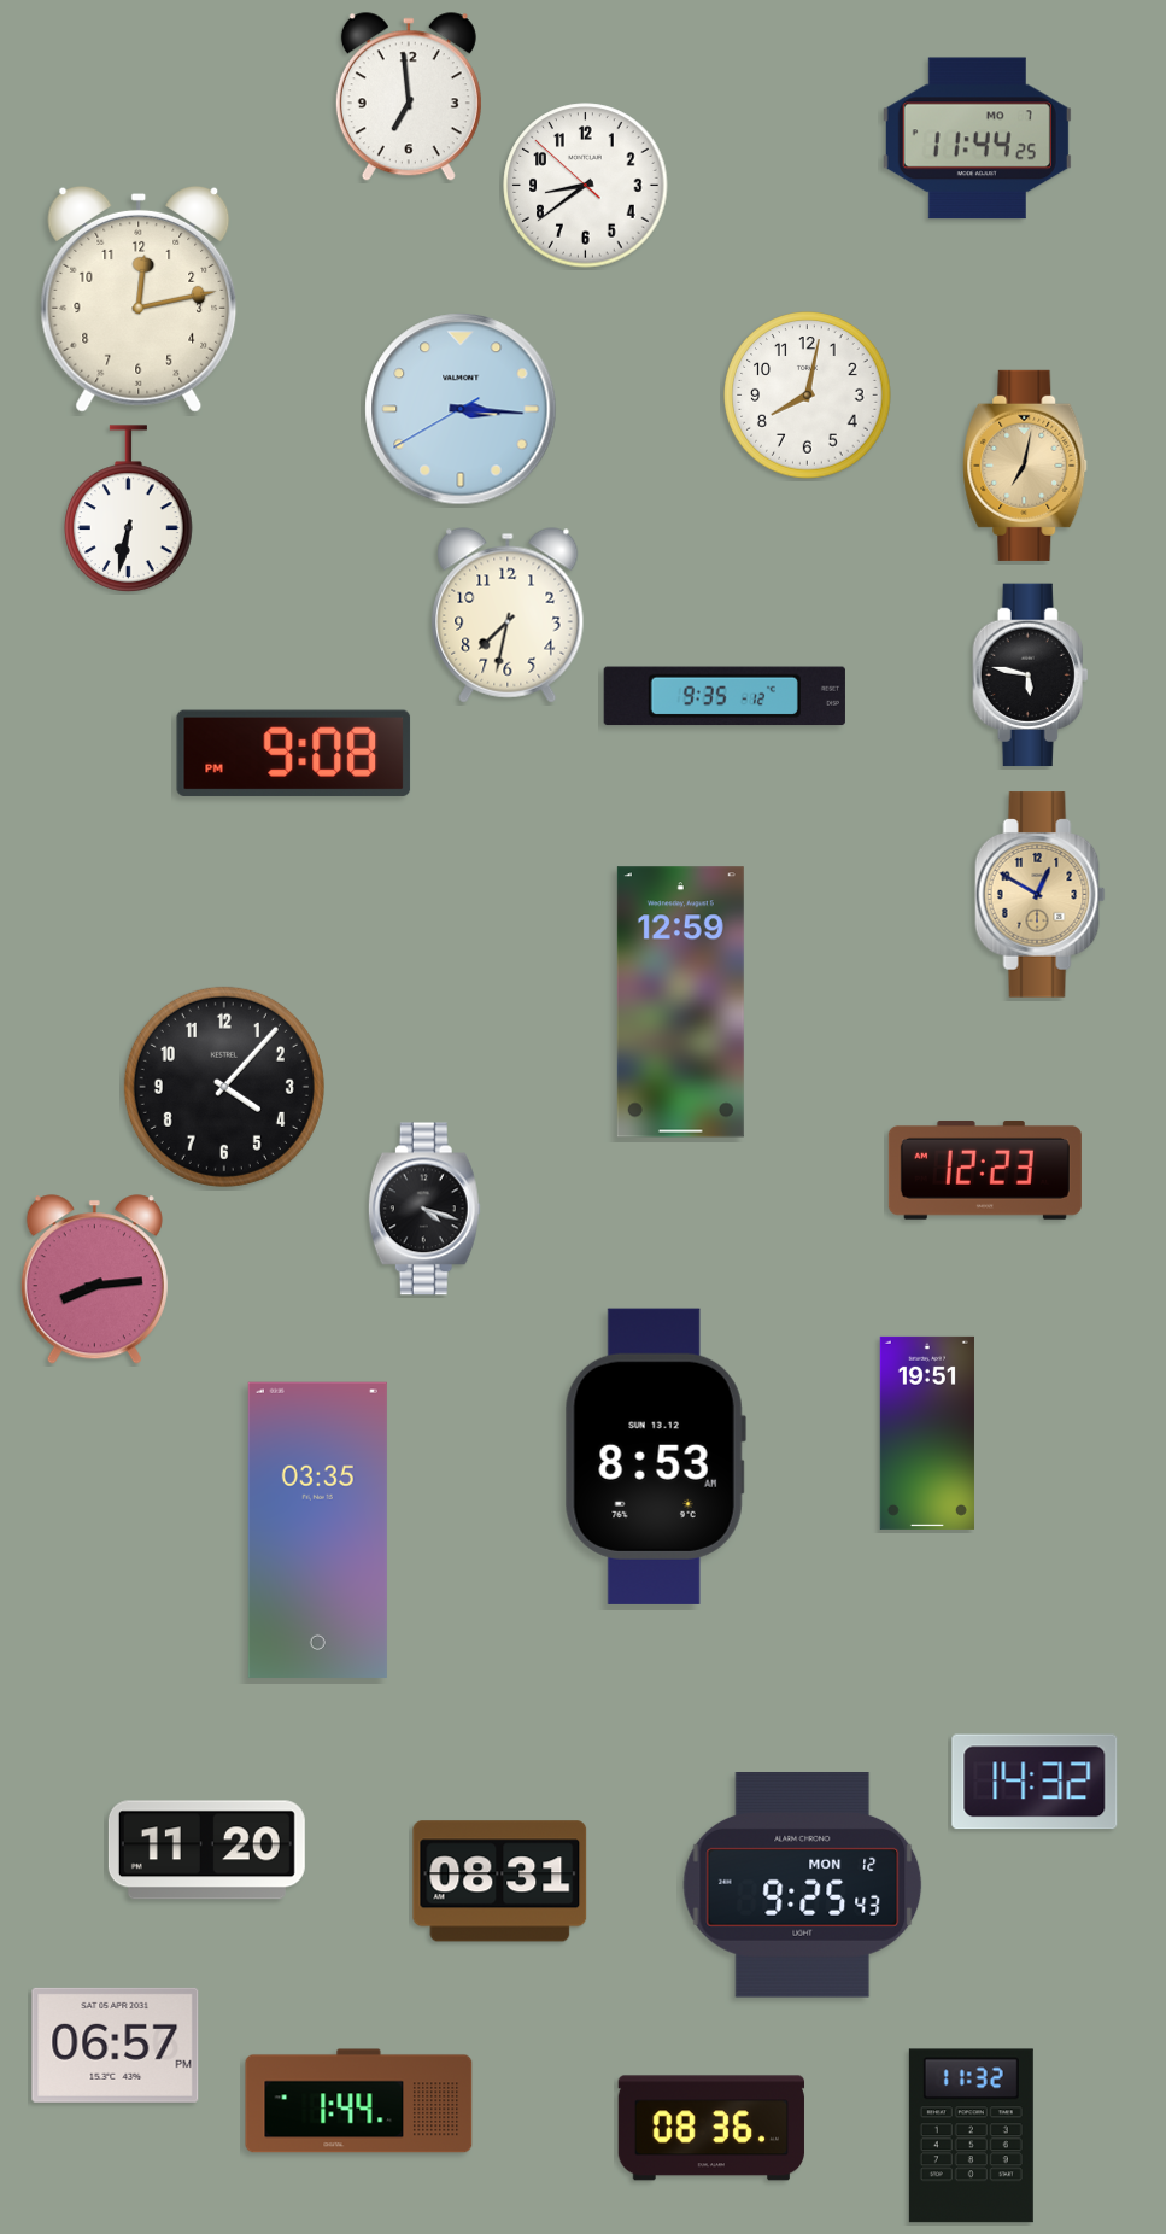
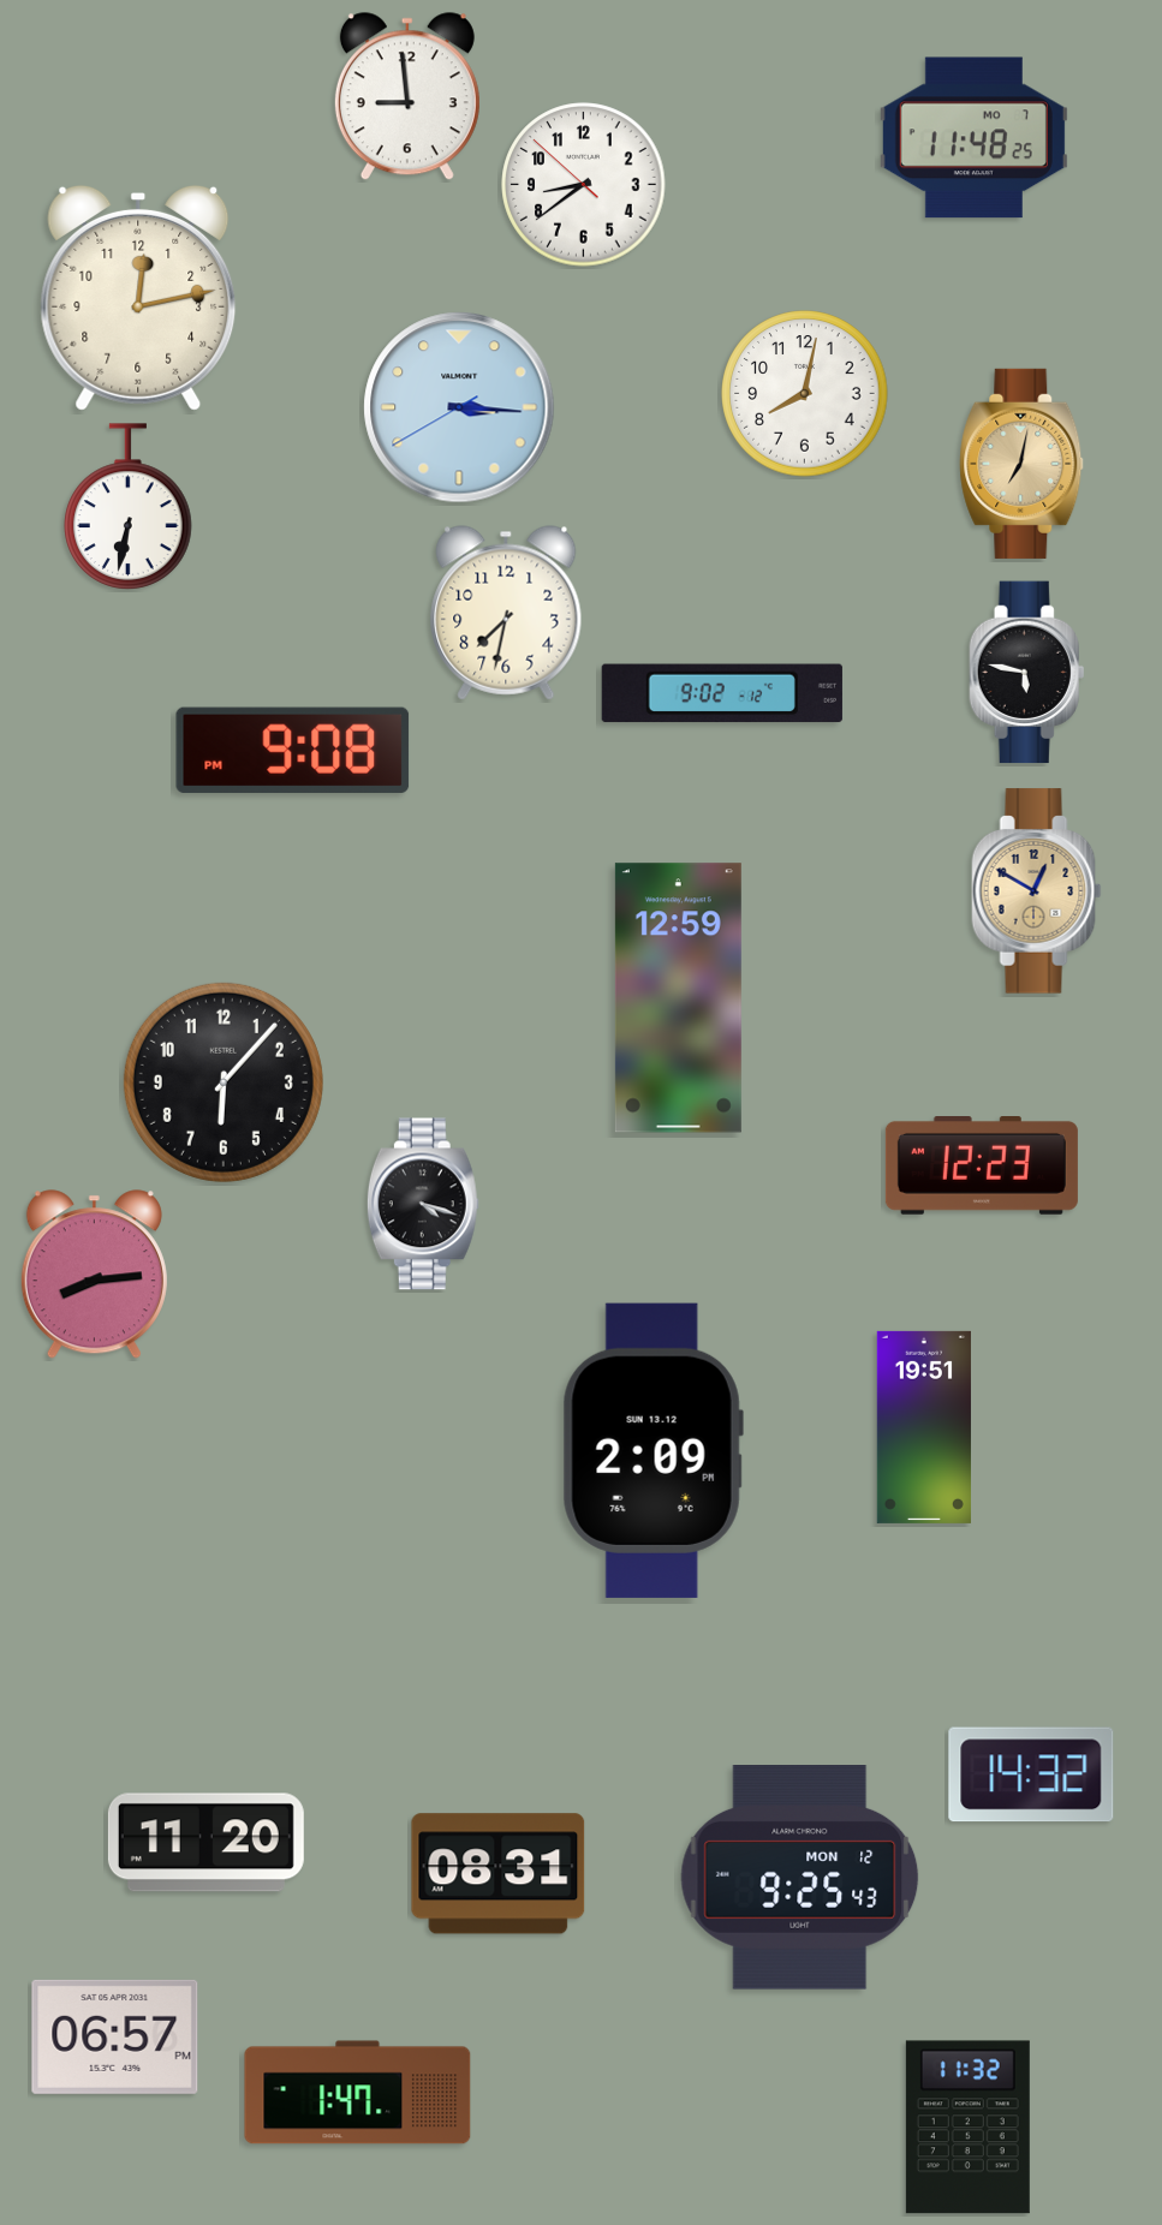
clock at (409, 98): 6:59 -> 8:59
clock at (977, 139): 11:44 -> 11:48
clock at (725, 696): 9:35 -> 9:02
clock at (224, 1087): 4:07 -> 6:07
clock at (655, 1456): 8:53 -> 2:09
clock at (317, 1530): 03:35 -> none
clock at (359, 2101): 1:44 -> 1:47
clock at (711, 2128): 08:36 -> none
